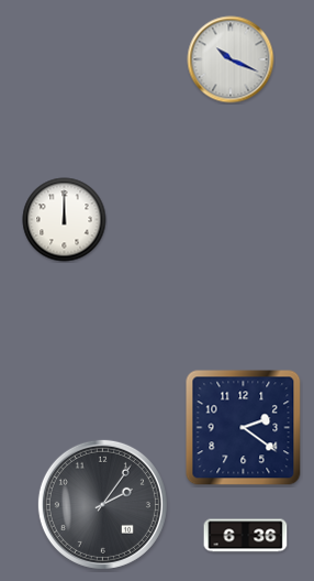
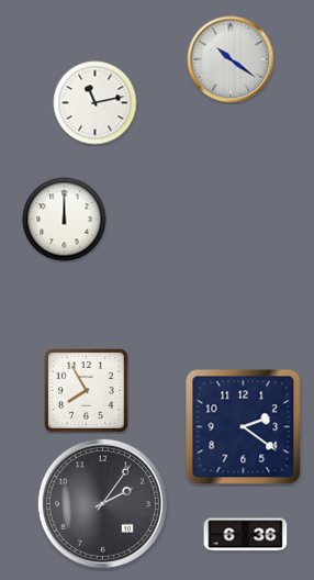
clock at (231, 59): 10:19 -> 10:21
clock at (96, 103): none -> 11:13
clock at (87, 391): none -> 7:55
